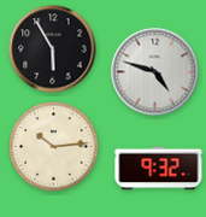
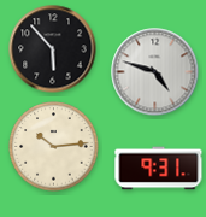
clock at (53, 49): 5:55 -> 5:53
clock at (159, 169): 9:32 -> 9:31
